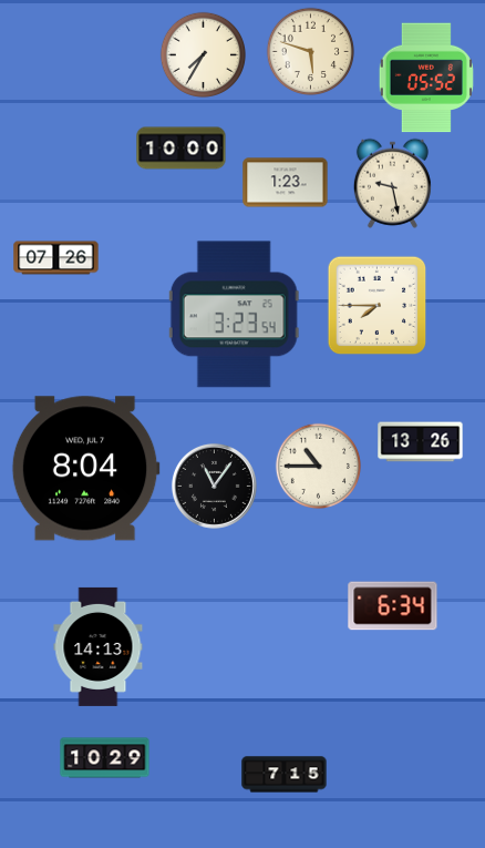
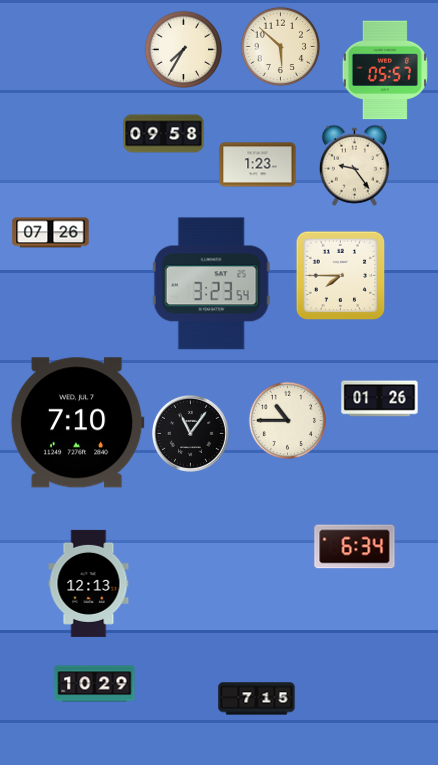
clock at (310, 51): 5:48 -> 5:52
clock at (426, 78): 05:52 -> 05:57
clock at (182, 149): 10:00 -> 09:58
clock at (392, 183): 9:28 -> 9:24
clock at (421, 442): 13:26 -> 01:26
clock at (85, 469): 8:04 -> 7:10
clock at (214, 486) position: (214, 486) -> (190, 433)
clock at (99, 646): 14:13 -> 12:13
